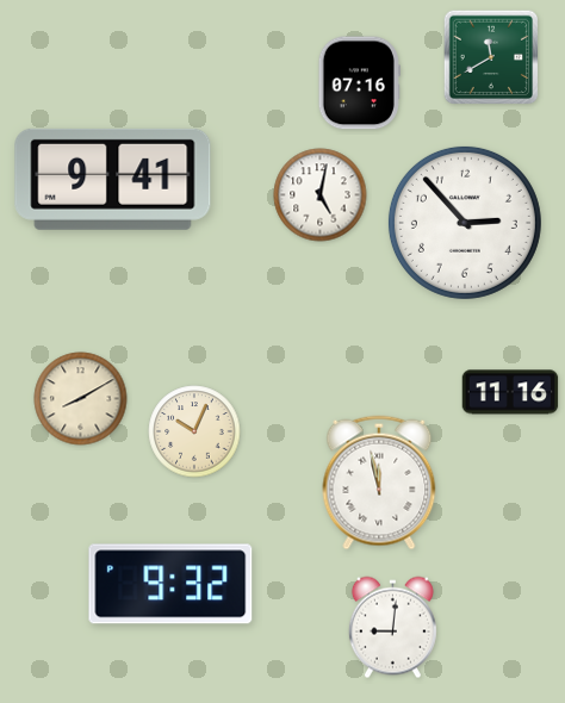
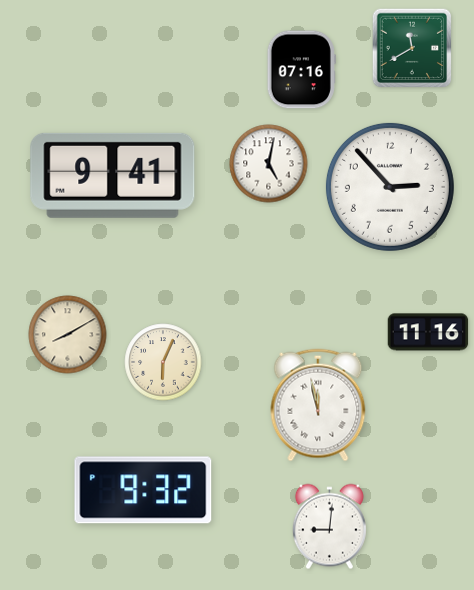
clock at (113, 179) position: (113, 179) -> (113, 175)
clock at (510, 392) position: (510, 392) -> (428, 332)
clock at (194, 431): 10:04 -> 6:04
